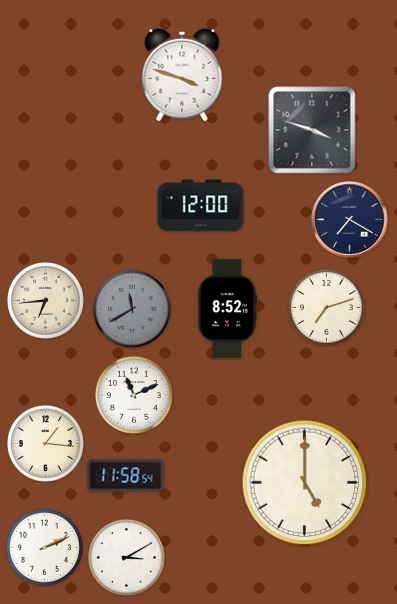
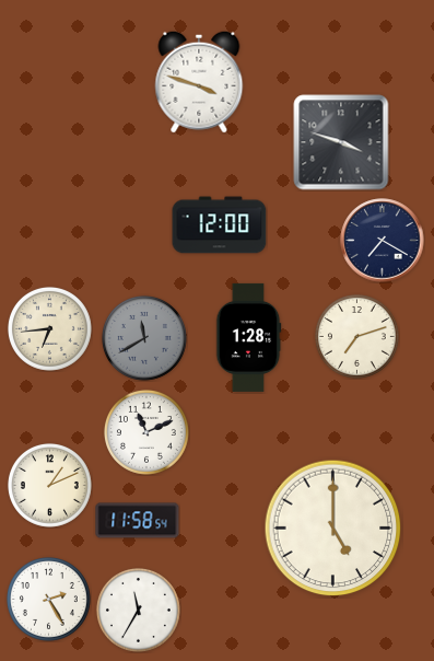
clock at (227, 308): 8:52 -> 1:28
clock at (45, 443): 1:16 -> 1:11
clock at (44, 547): 2:11 -> 2:25
clock at (126, 557): 3:10 -> 11:35
